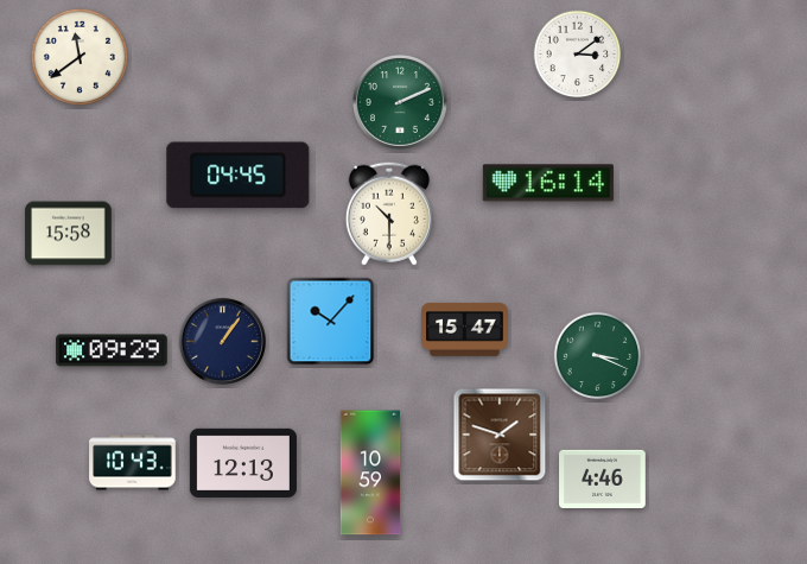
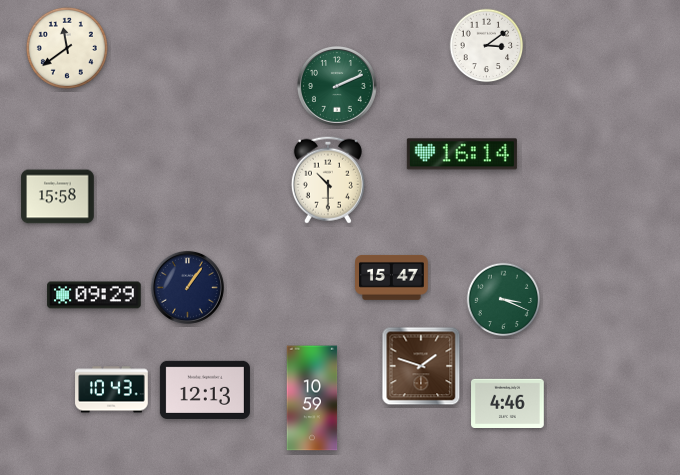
clock at (239, 176): 04:45 -> none
clock at (331, 322): 10:07 -> none
